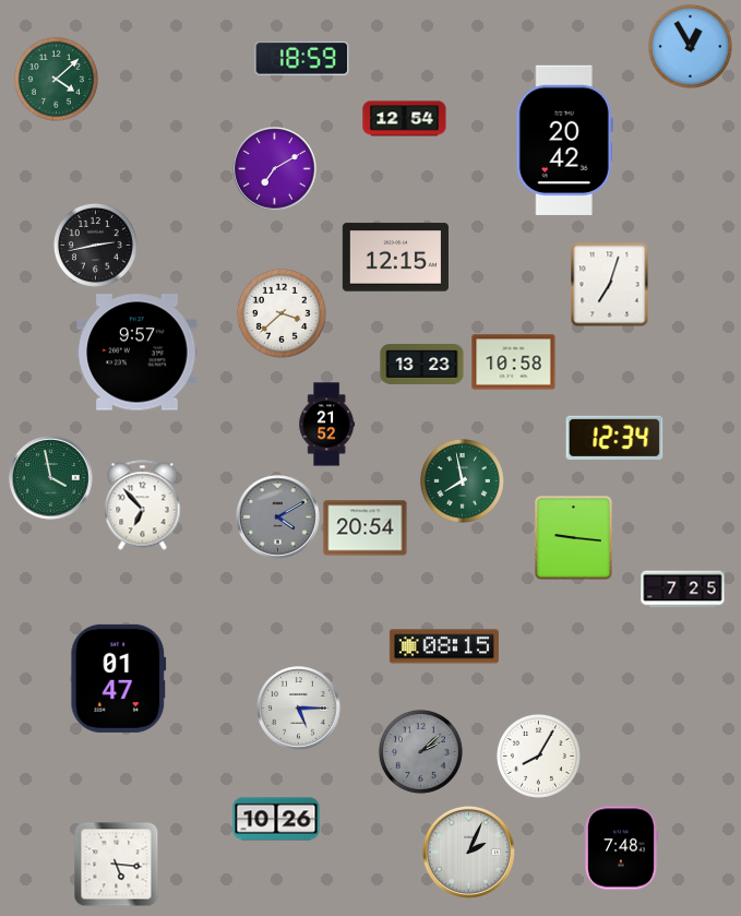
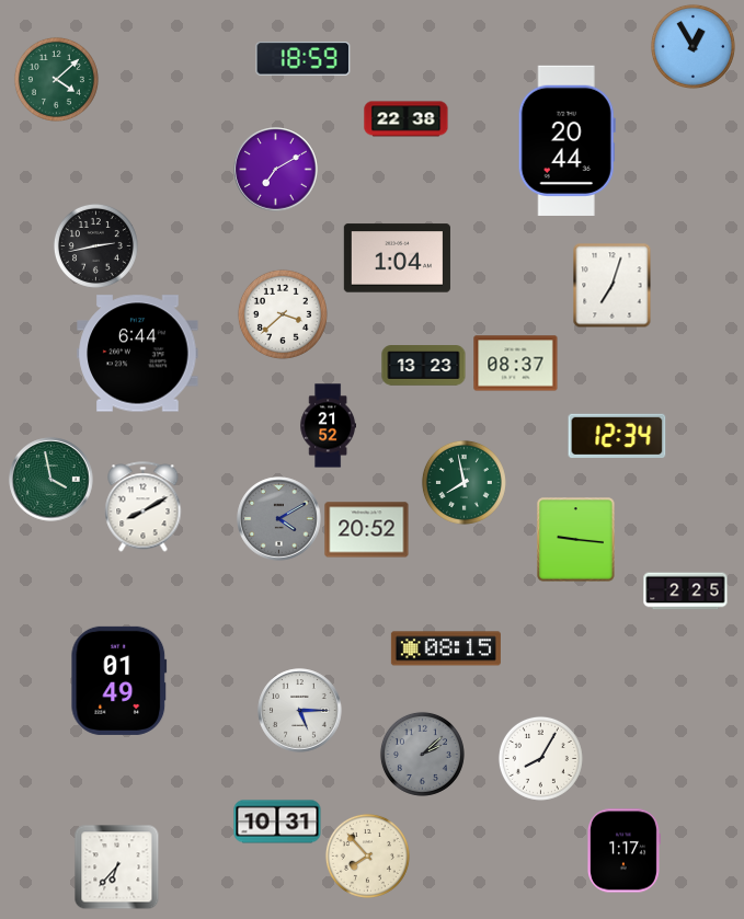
clock at (405, 119): 12:54 -> 22:38
clock at (564, 140): 20:42 -> 20:44
clock at (395, 258): 12:15 -> 1:04
clock at (138, 353): 9:57 -> 6:44
clock at (514, 362): 10:58 -> 08:37
clock at (614, 437) position: (614, 437) -> (617, 435)
clock at (143, 505): 6:53 -> 8:10
clock at (366, 528): 20:54 -> 20:52
clock at (683, 590): 7:25 -> 2:25
clock at (119, 678): 01:47 -> 01:49
clock at (276, 819): 10:26 -> 10:31
clock at (621, 848): 7:48 -> 1:17
clock at (468, 852): 2:04 -> none
clock at (367, 855): none -> 7:53
clock at (116, 864): 5:16 -> 6:37
